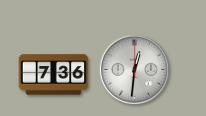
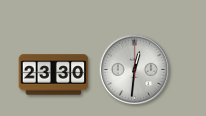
clock at (54, 75): 7:36 -> 23:30
